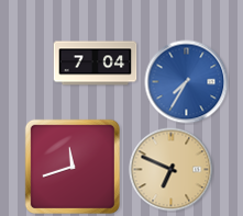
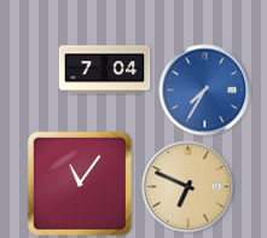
clock at (73, 167): 11:42 -> 11:06
